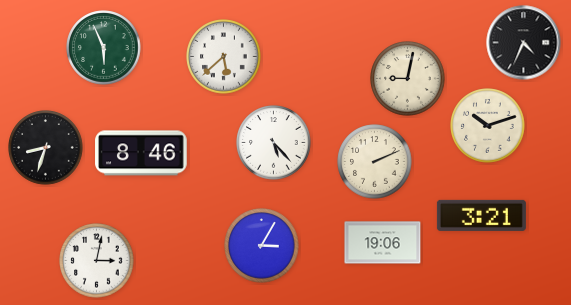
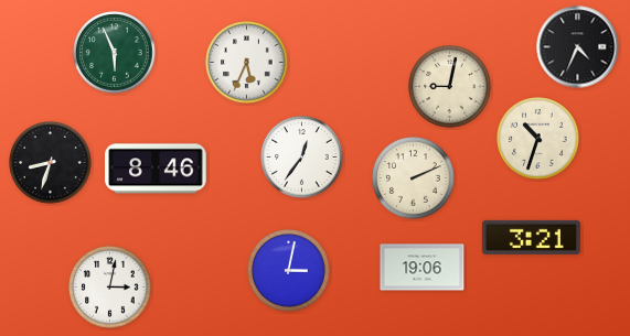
clock at (224, 57): 5:38 -> 5:34
clock at (488, 126): 10:12 -> 10:33
clock at (274, 143): 5:23 -> 12:36
clock at (262, 246): 3:05 -> 3:02
clock at (97, 261) position: (97, 261) -> (110, 288)
